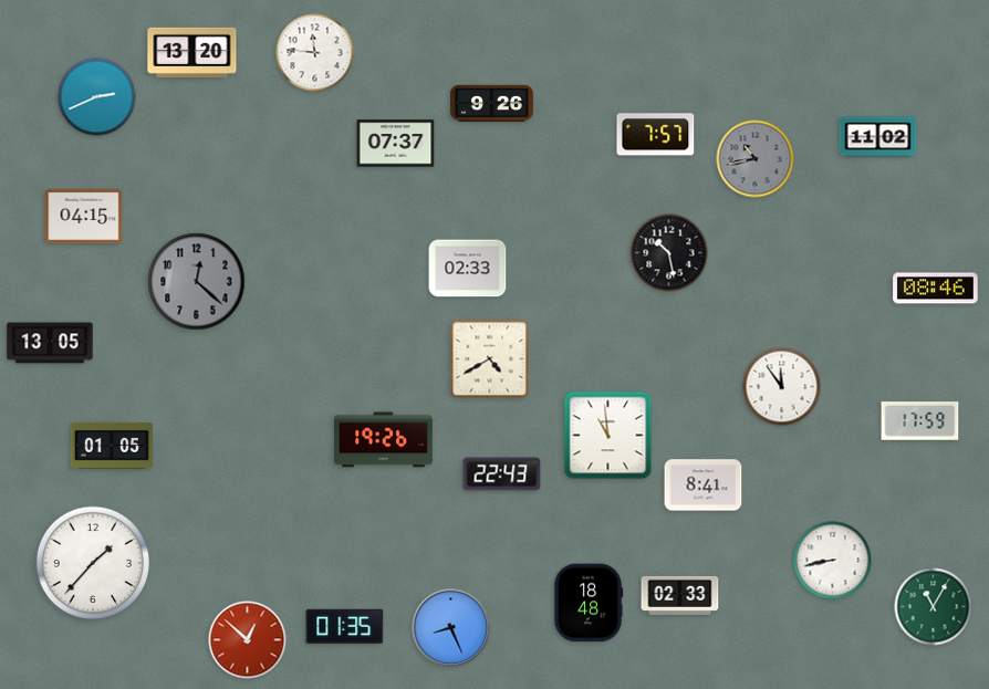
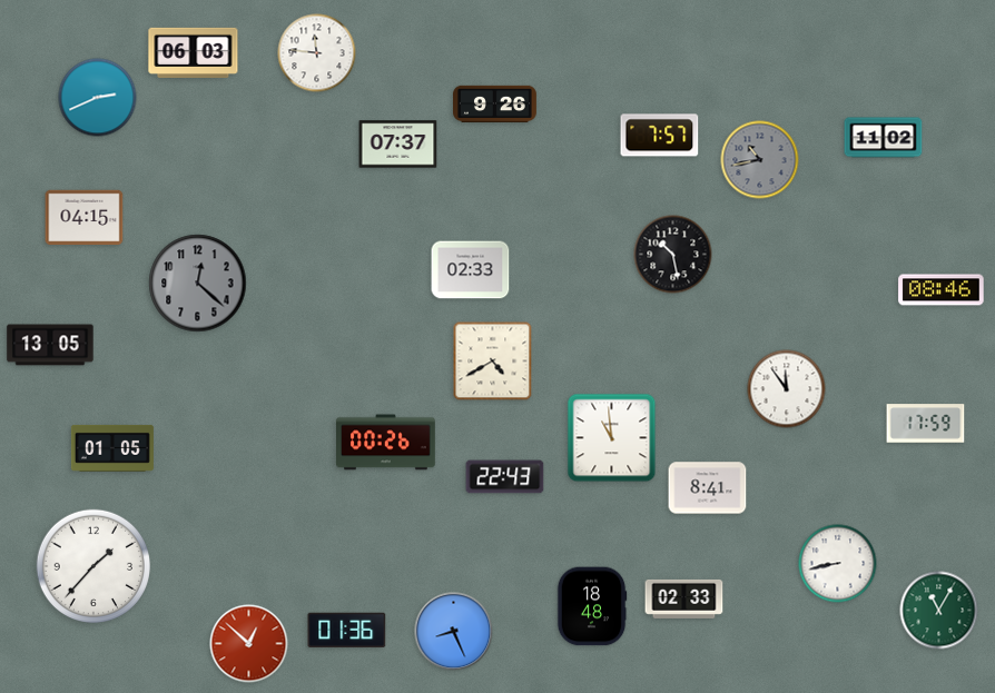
clock at (192, 52): 13:20 -> 06:03
clock at (384, 440): 19:26 -> 00:26
clock at (345, 626): 01:35 -> 01:36
